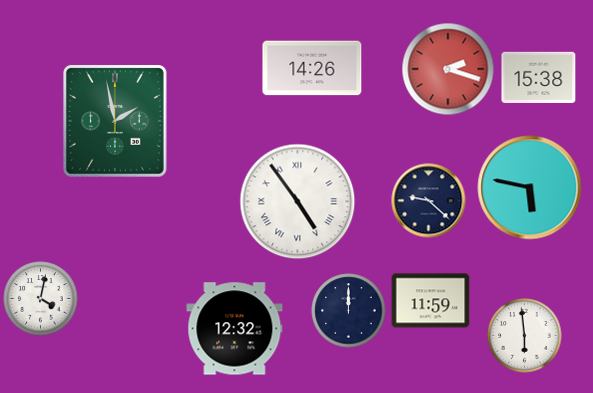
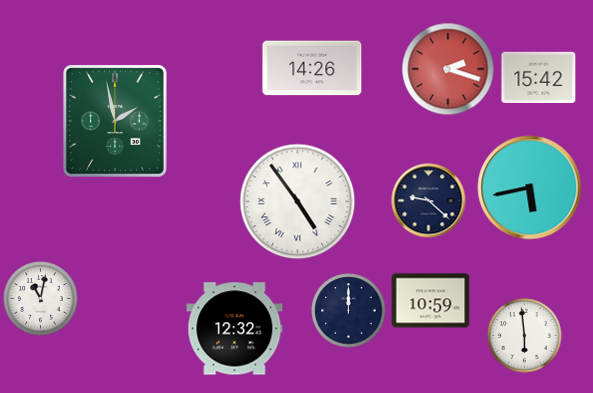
clock at (539, 77): 15:38 -> 15:42
clock at (530, 188): 5:47 -> 5:43
clock at (41, 299): 4:02 -> 11:02
clock at (431, 301): 11:59 -> 10:59
